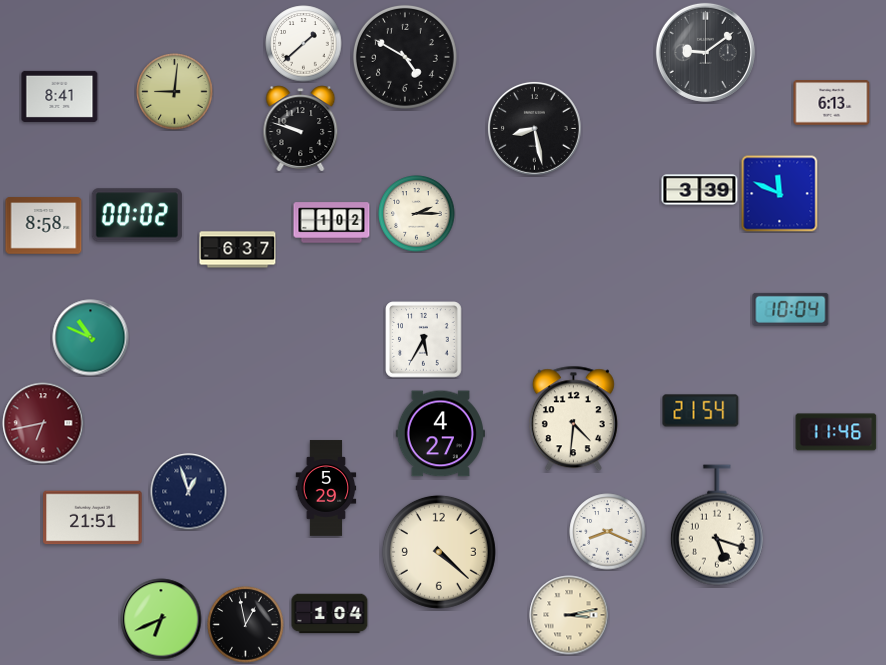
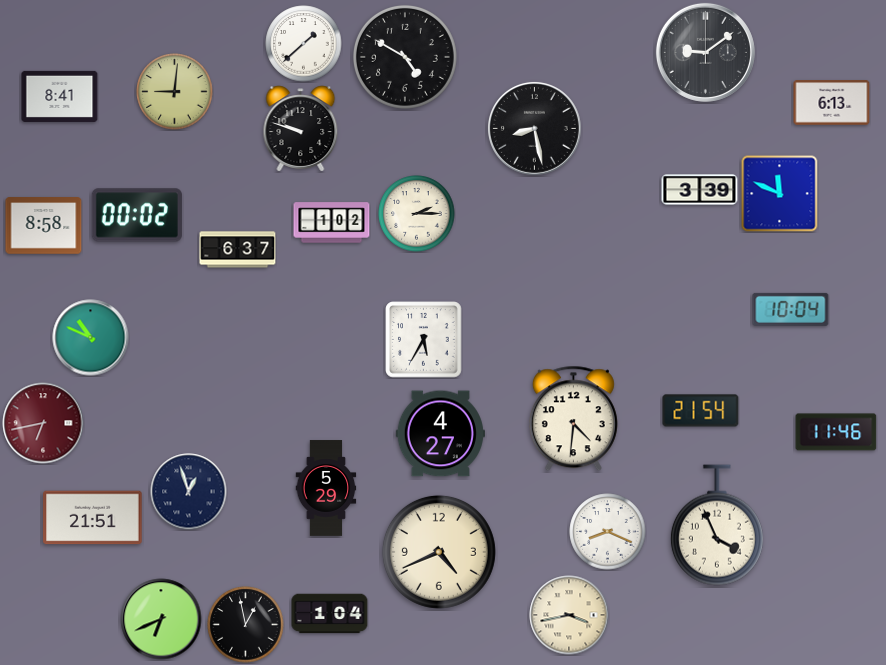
clock at (717, 525): 5:18 -> 3:56
clock at (439, 552): 4:22 -> 4:41
clock at (569, 615): 3:13 -> 3:43
